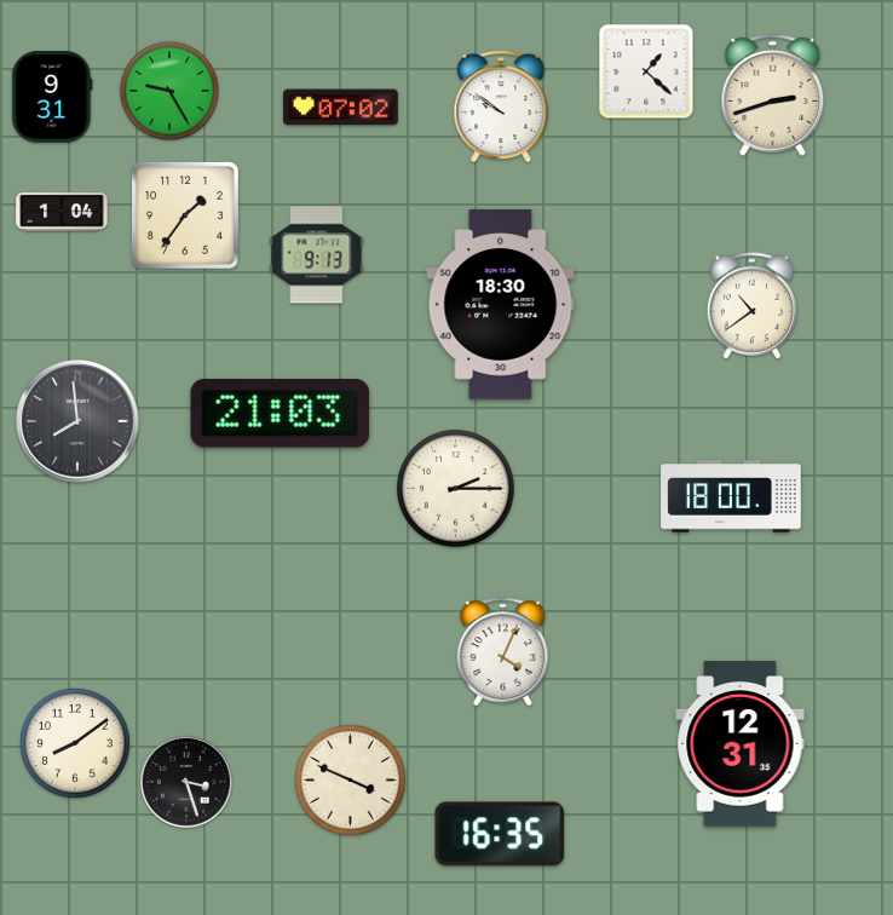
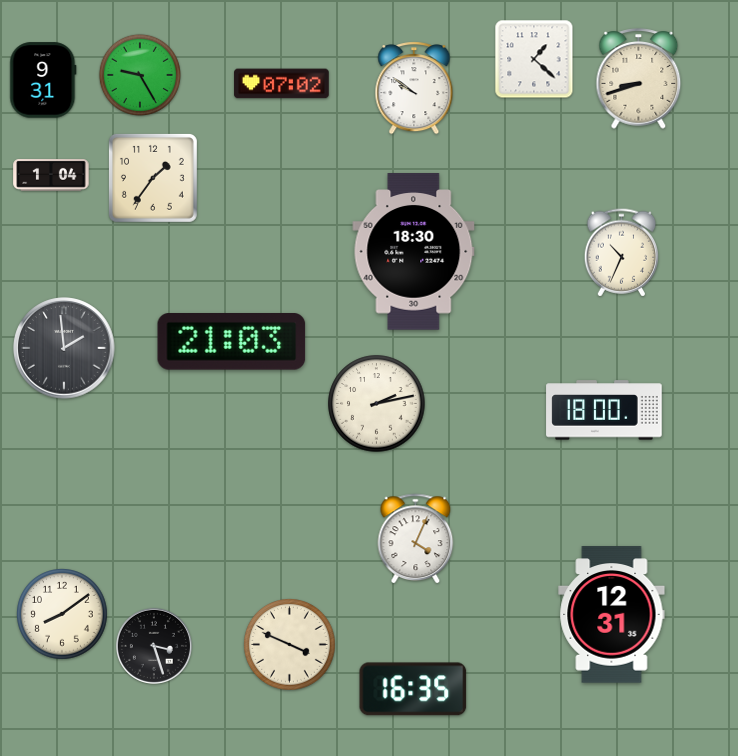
clock at (773, 96): 2:42 -> 8:42
clock at (341, 108) position: (341, 108) -> (282, 84)
clock at (317, 255): 9:13 -> none
clock at (753, 306): 10:39 -> 10:34
clock at (77, 421): 7:59 -> 1:59
clock at (456, 489): 2:15 -> 2:13
